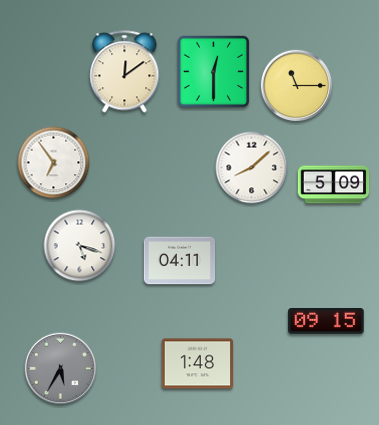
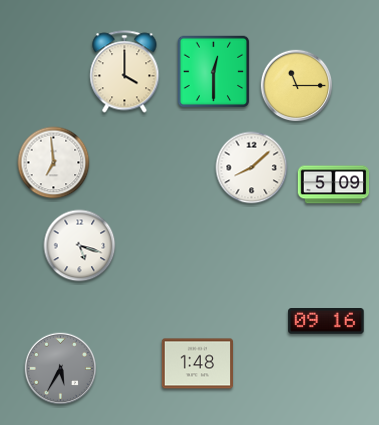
clock at (125, 72): 12:09 -> 4:00
clock at (54, 163): 6:54 -> 6:59
clock at (180, 261): 04:11 -> none
clock at (326, 321): 09:15 -> 09:16
